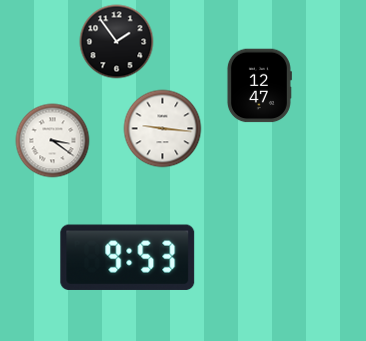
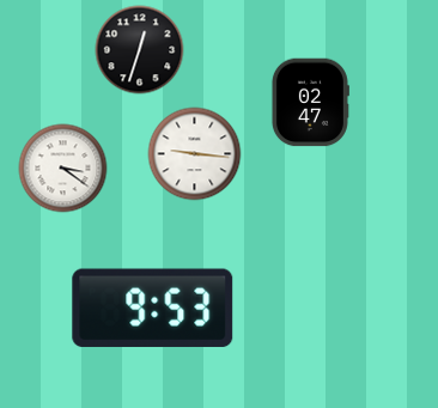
clock at (117, 42): 1:54 -> 12:33
clock at (259, 86): 12:47 -> 02:47
